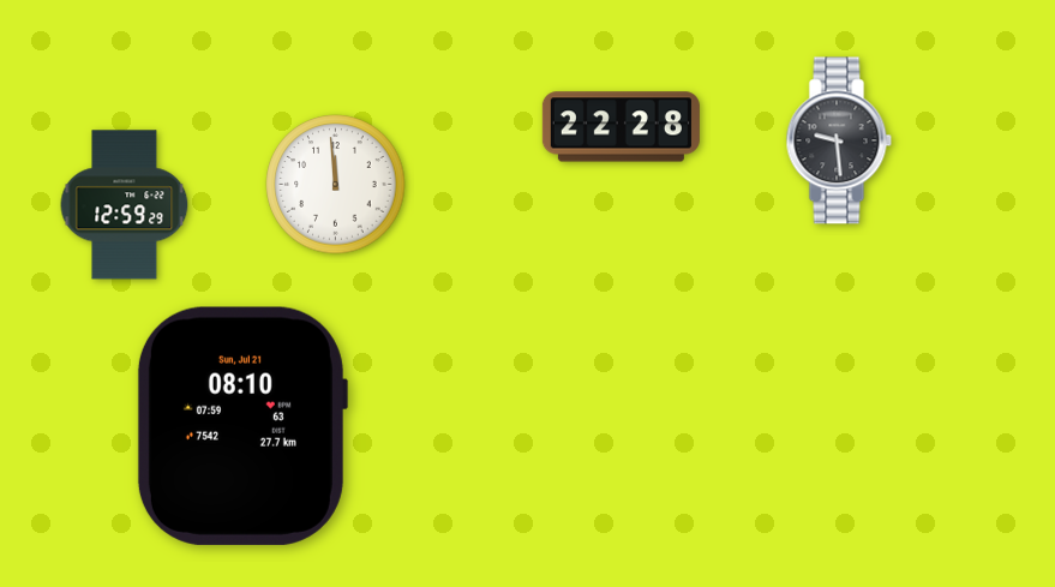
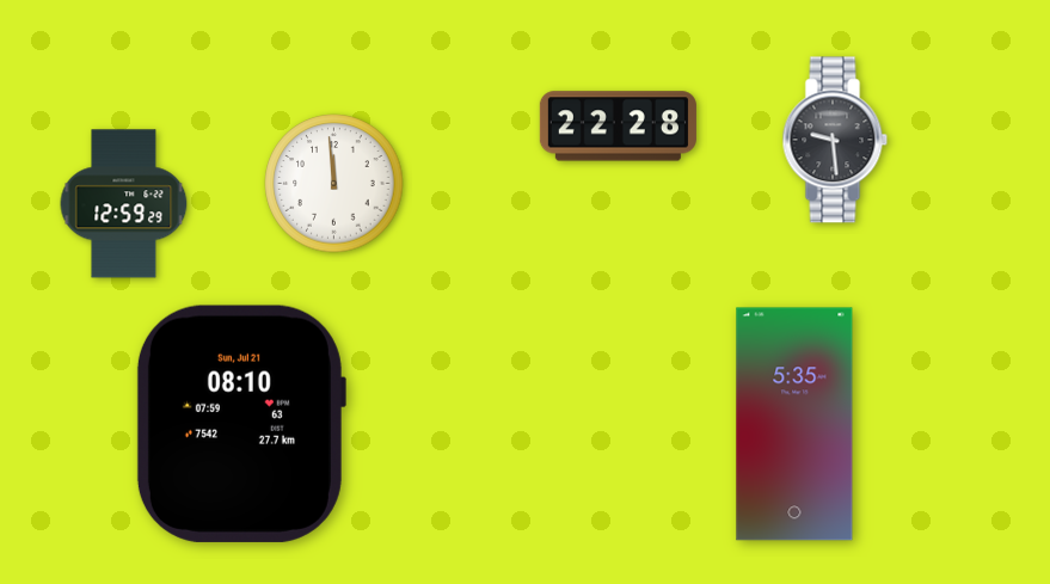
clock at (794, 424): none -> 5:35
